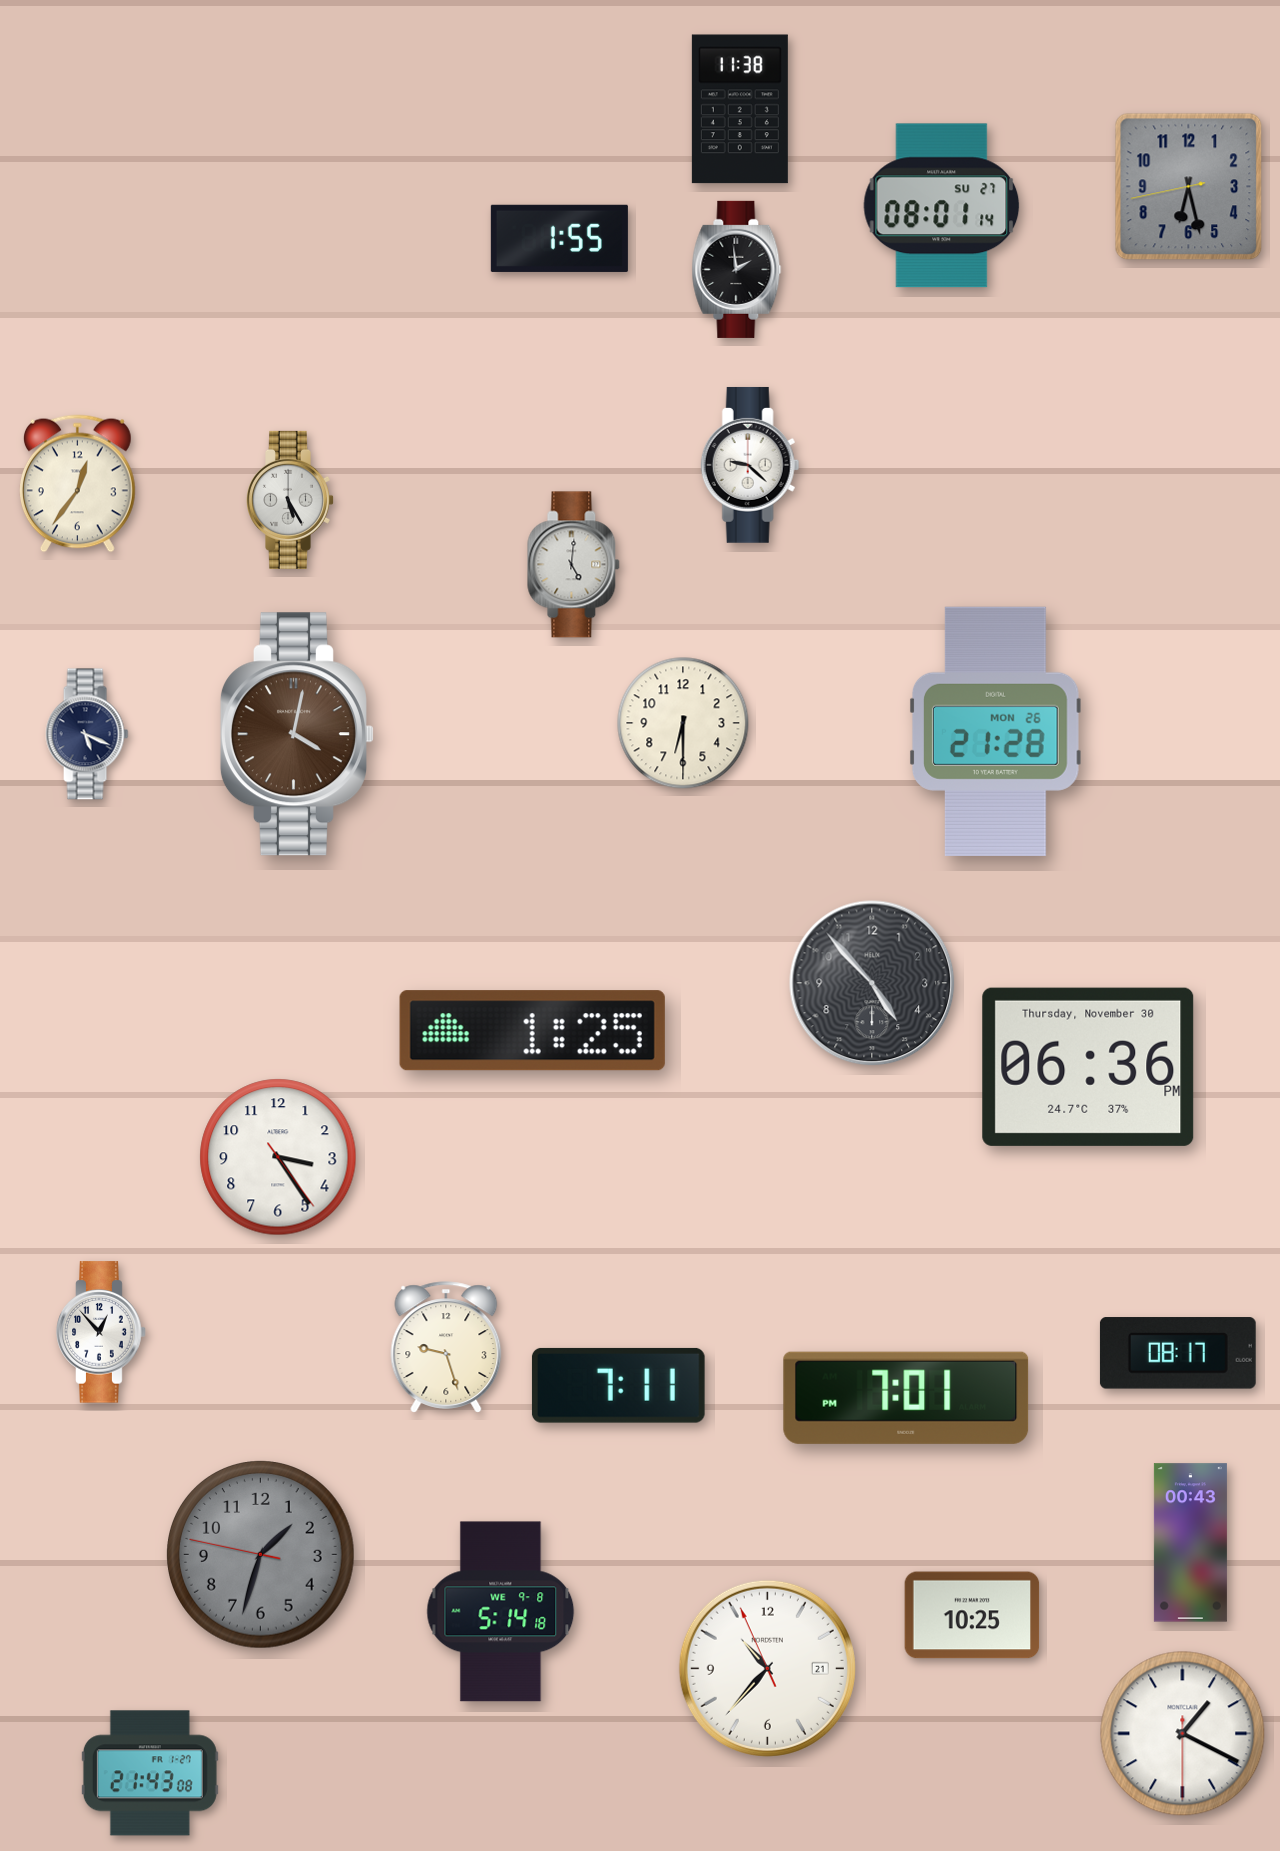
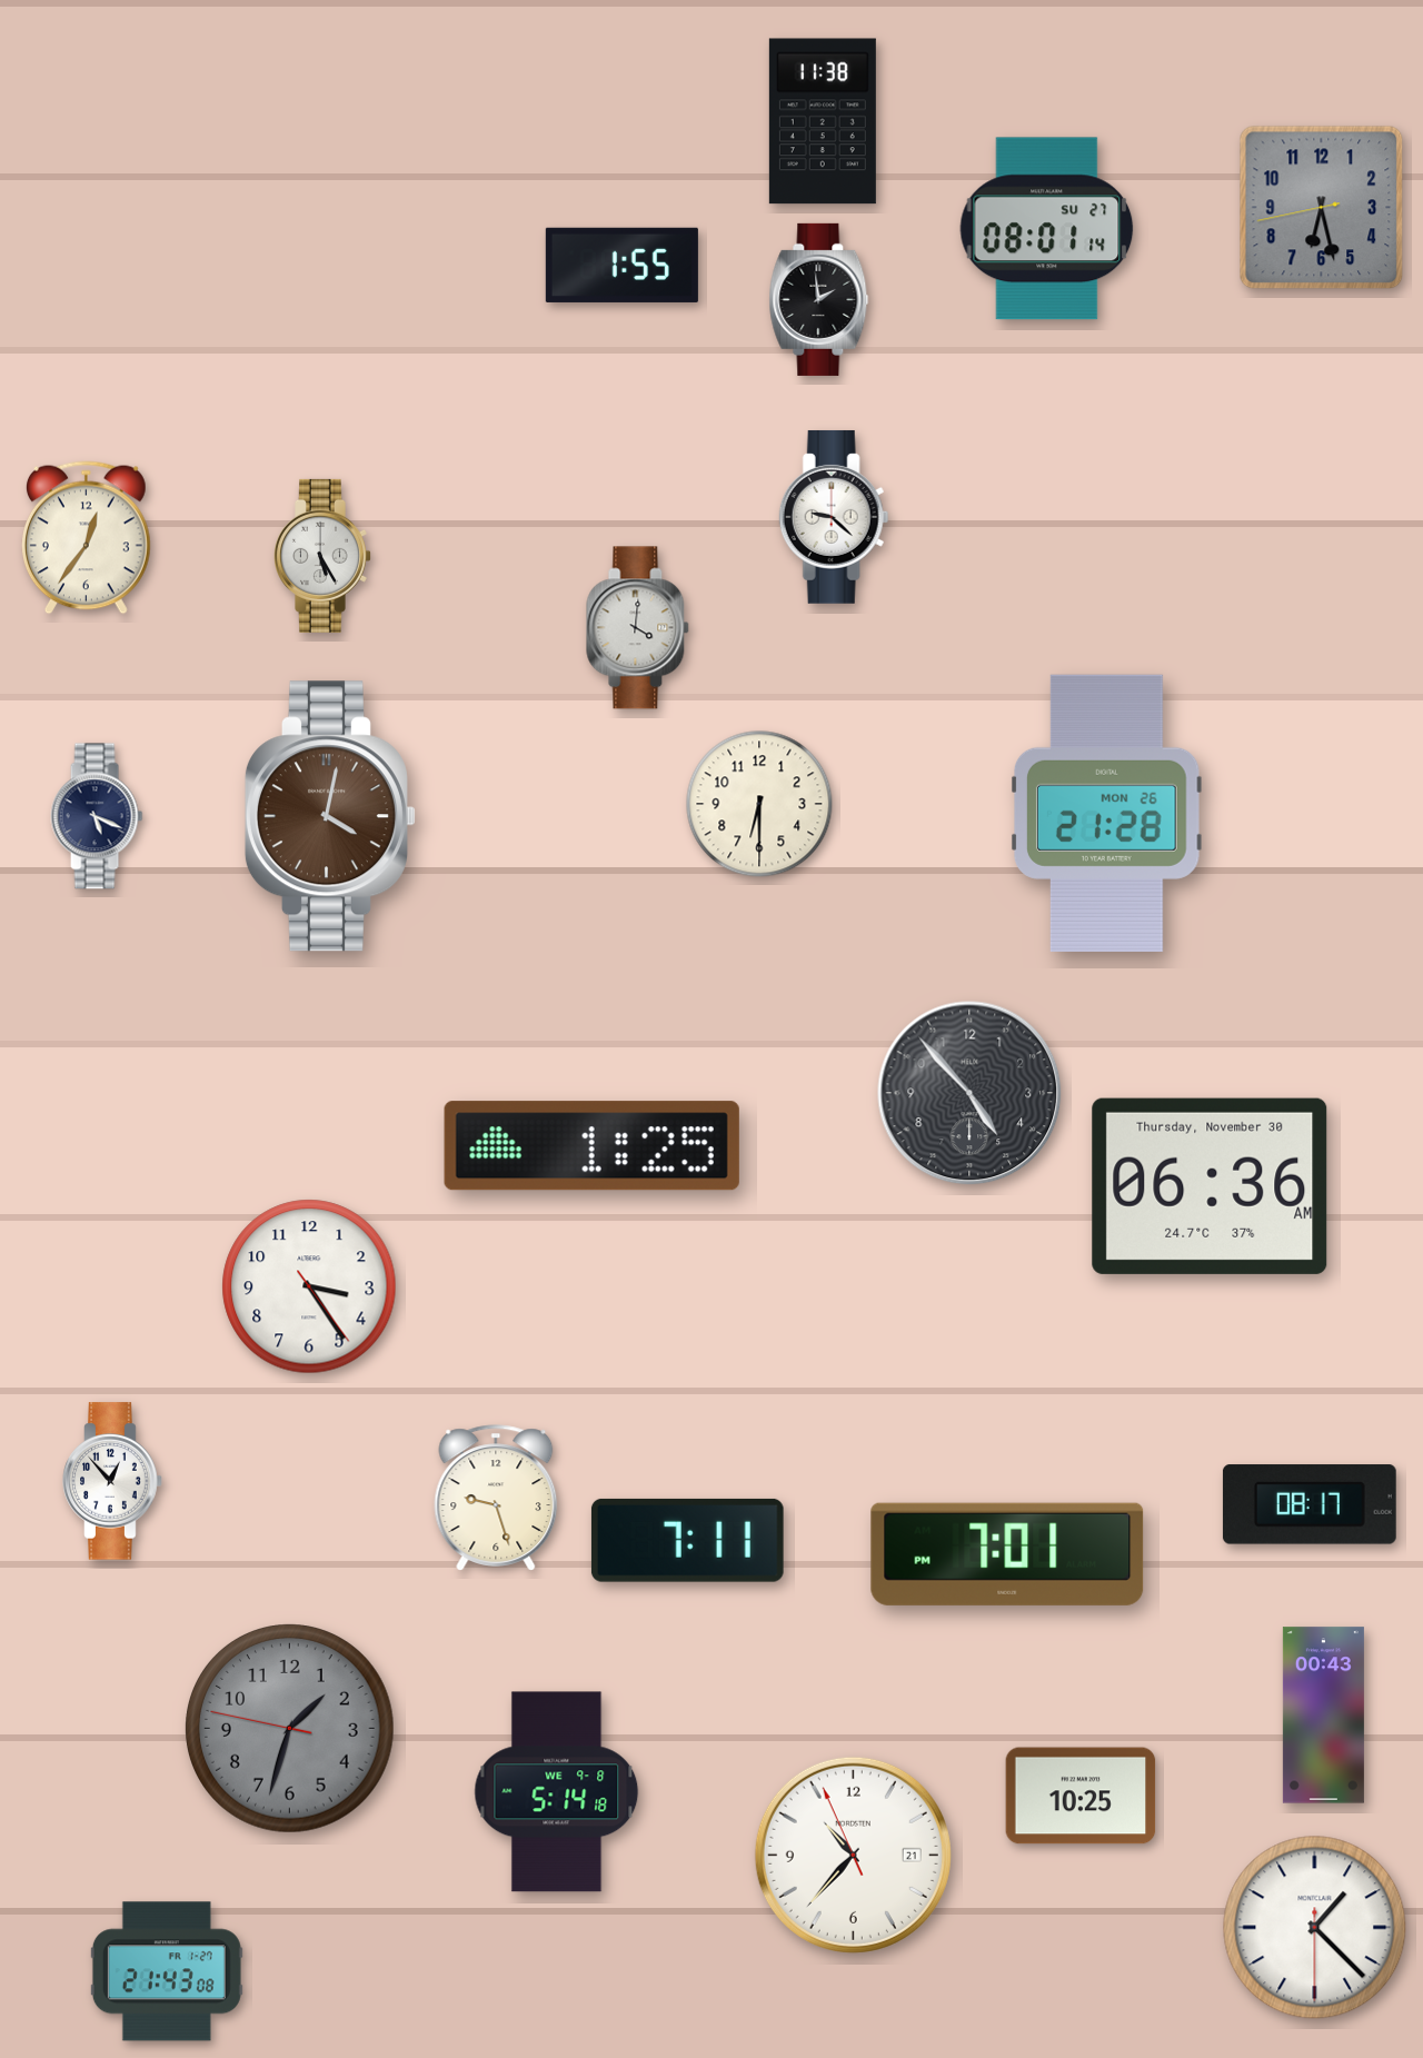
clock at (574, 565): 5:01 -> 4:01
clock at (1088, 1067): 06:36 PM -> 06:36 AM
clock at (1183, 1734): 1:19 -> 1:22
